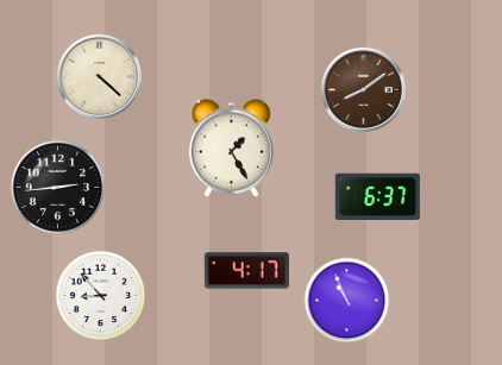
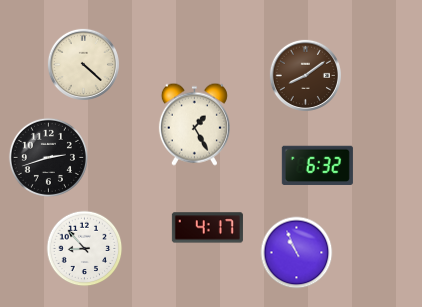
clock at (57, 187): 2:44 -> 2:42
clock at (377, 196): 6:37 -> 6:32
clock at (347, 301) position: (347, 301) -> (297, 253)
